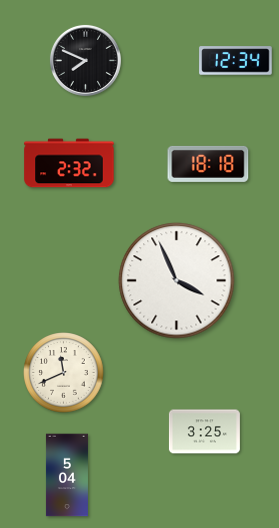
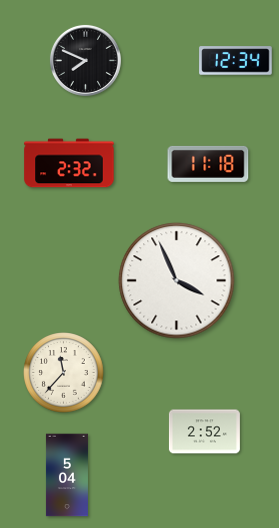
clock at (208, 164): 18:18 -> 11:18
clock at (64, 373): 11:41 -> 11:37
clock at (204, 432): 3:25 -> 2:52
